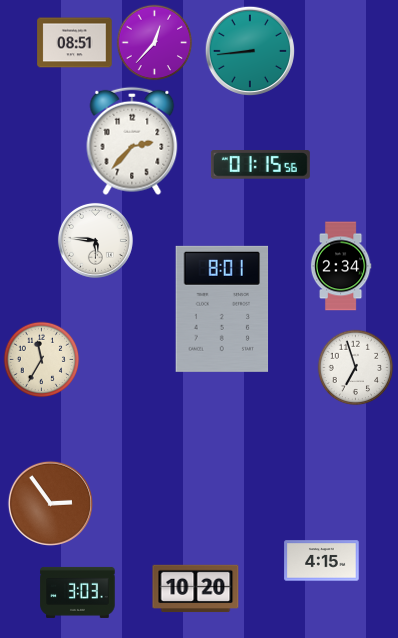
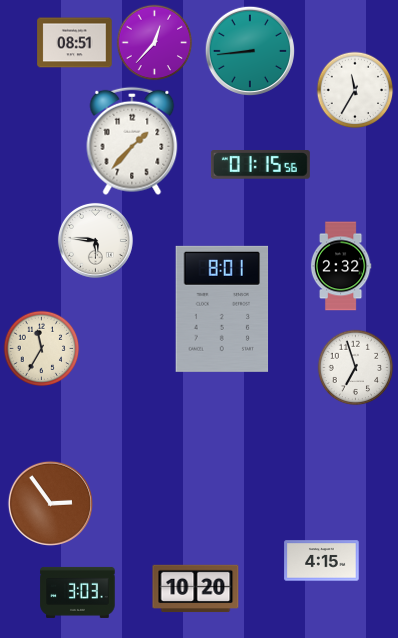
clock at (355, 90): none -> 11:35
clock at (132, 141): 2:37 -> 1:37
clock at (341, 266): 2:34 -> 2:32
clock at (42, 360) position: (42, 360) -> (42, 349)
